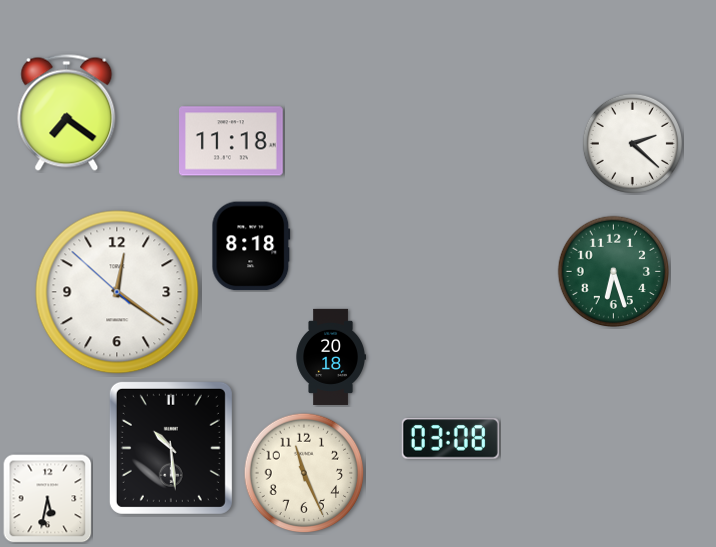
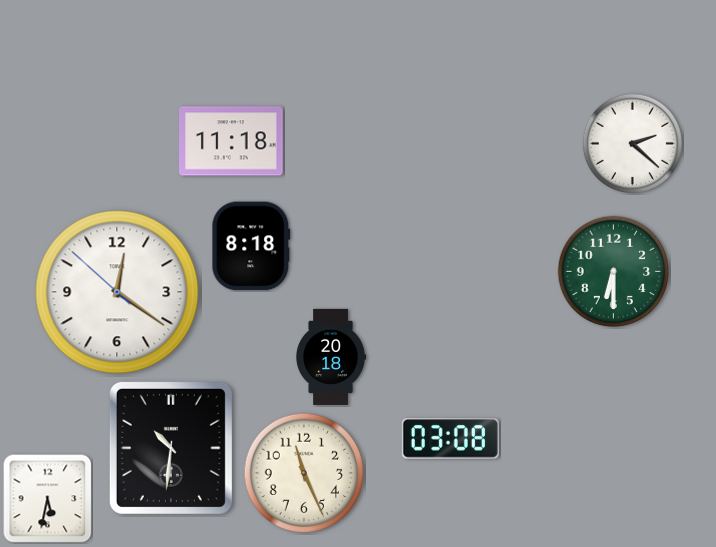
clock at (67, 112): 7:21 -> none
clock at (613, 271): 6:27 -> 6:30
clock at (171, 448): 10:29 -> 10:31
